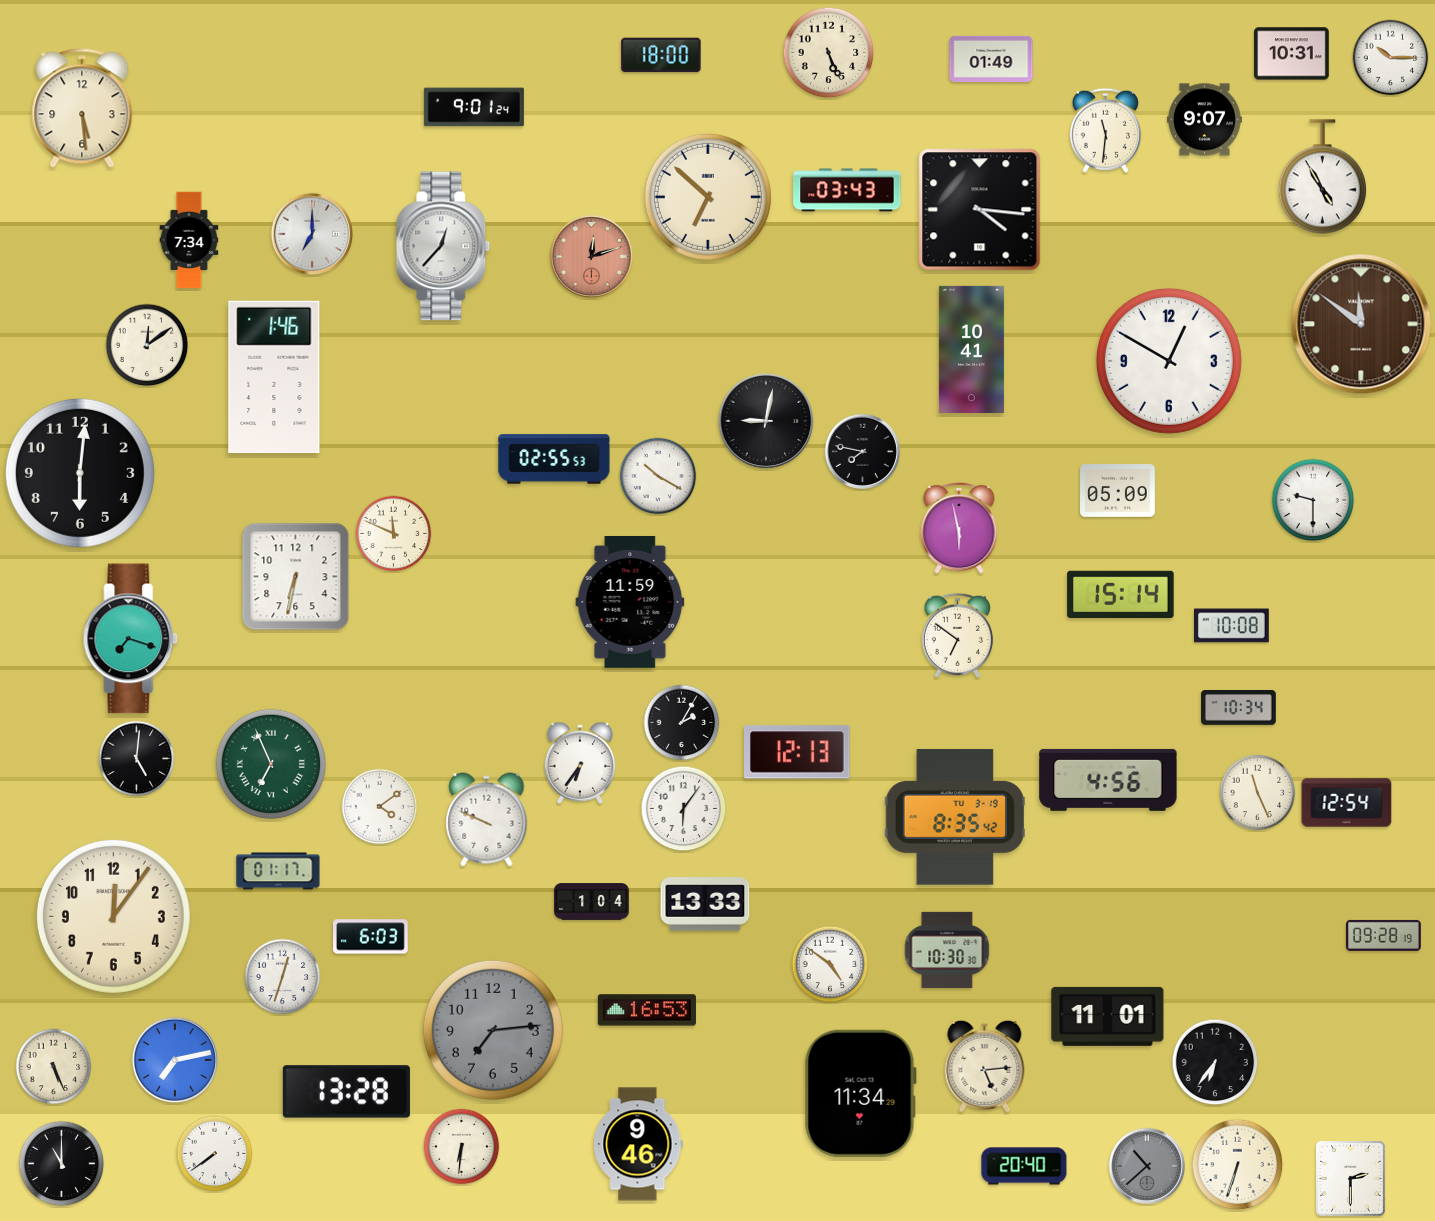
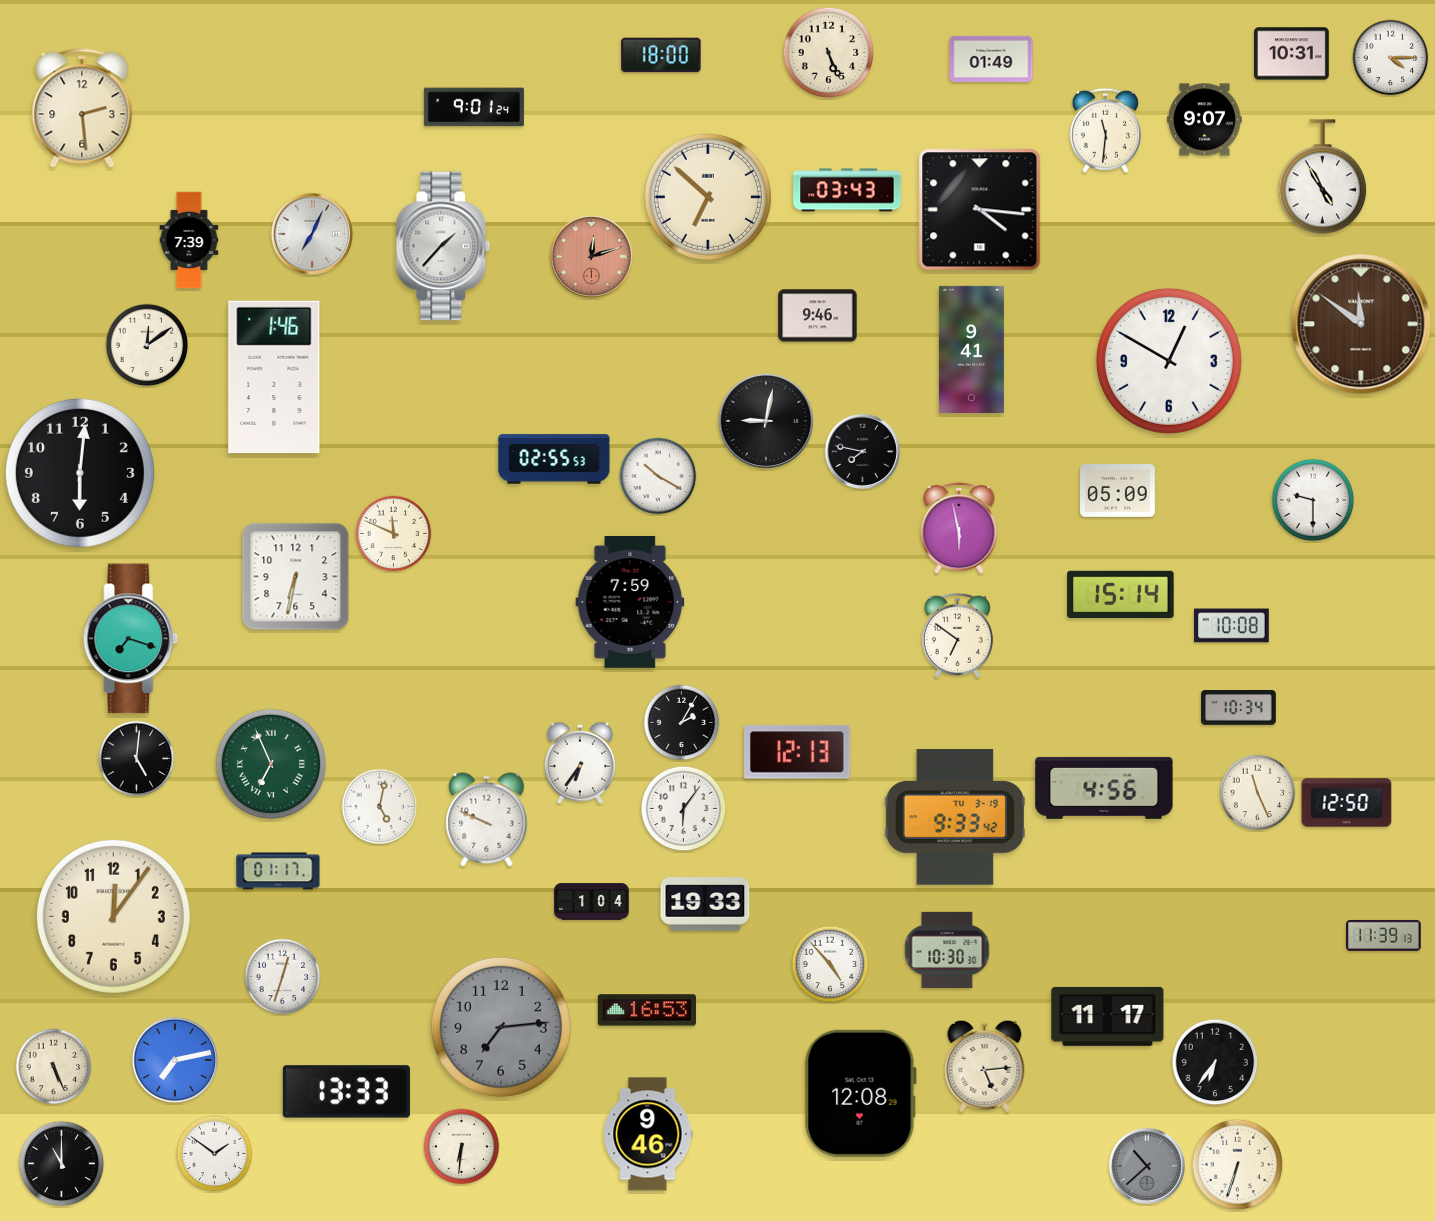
clock at (1391, 58): 10:15 -> 4:15
clock at (82, 108): 5:29 -> 2:29
clock at (312, 234): 7:00 -> 7:04
clock at (189, 240): 7:34 -> 7:39
clock at (443, 246): 12:37 -> 1:37
clock at (818, 316): none -> 9:46
clock at (971, 349): 10:41 -> 9:41
clock at (630, 602): 11:59 -> 7:59
clock at (1108, 780) position: (1108, 780) -> (1104, 788)
clock at (1347, 803): 12:54 -> 12:50
clock at (380, 807): 4:09 -> 5:02
clock at (954, 817): 8:35 -> 9:33
clock at (705, 904): 13:33 -> 19:33
clock at (1384, 935): 09:28 -> 11:39
clock at (371, 937): 6:03 -> none
clock at (830, 964): 4:51 -> 4:53
clock at (1108, 1016): 11:01 -> 11:17
clock at (493, 1030) position: (493, 1030) -> (501, 1027)
clock at (346, 1092): 13:28 -> 13:33
clock at (860, 1093): 11:34 -> 12:08
clock at (638, 1144) position: (638, 1144) -> (648, 1134)
clock at (215, 1154): 7:39 -> 1:51
clock at (1024, 1166): 20:40 -> none
clock at (1351, 1179): 2:30 -> none
